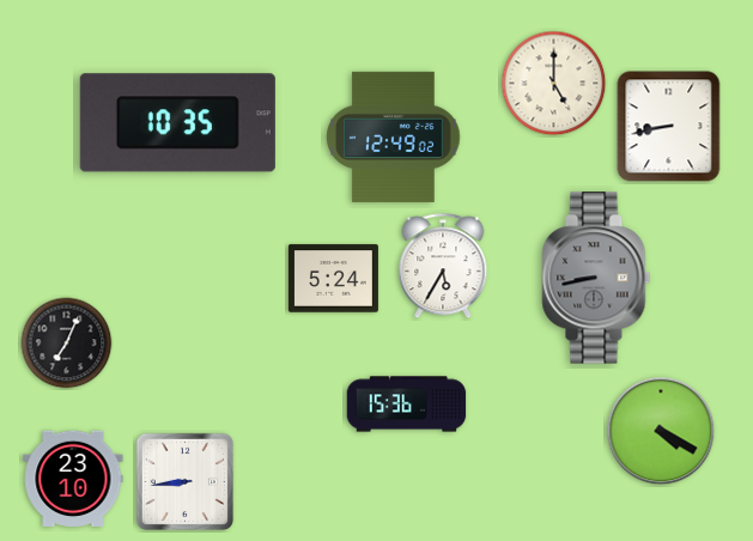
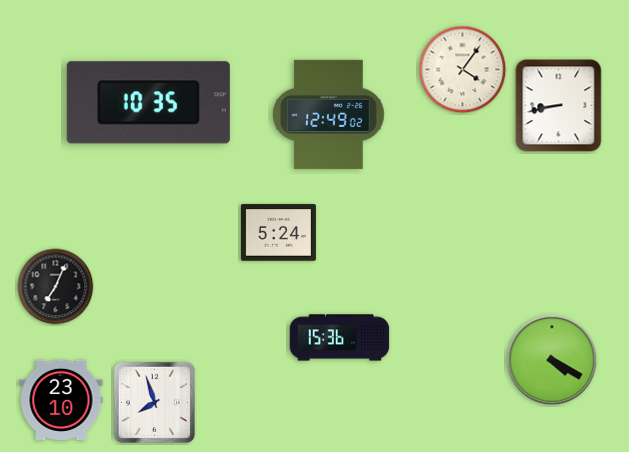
clock at (554, 84): 5:00 -> 4:06
clock at (443, 267): 5:35 -> none
clock at (596, 278): 8:43 -> none
clock at (184, 481): 8:44 -> 7:57
